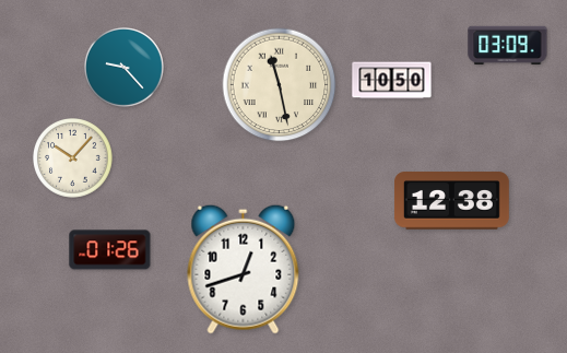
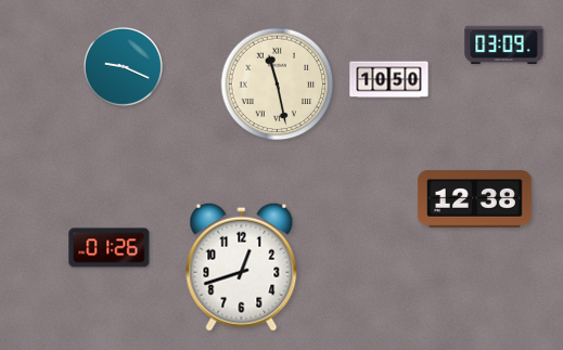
clock at (125, 68): 9:23 -> 9:19
clock at (73, 158): 10:07 -> none
clock at (451, 201) position: (451, 201) -> (474, 199)
